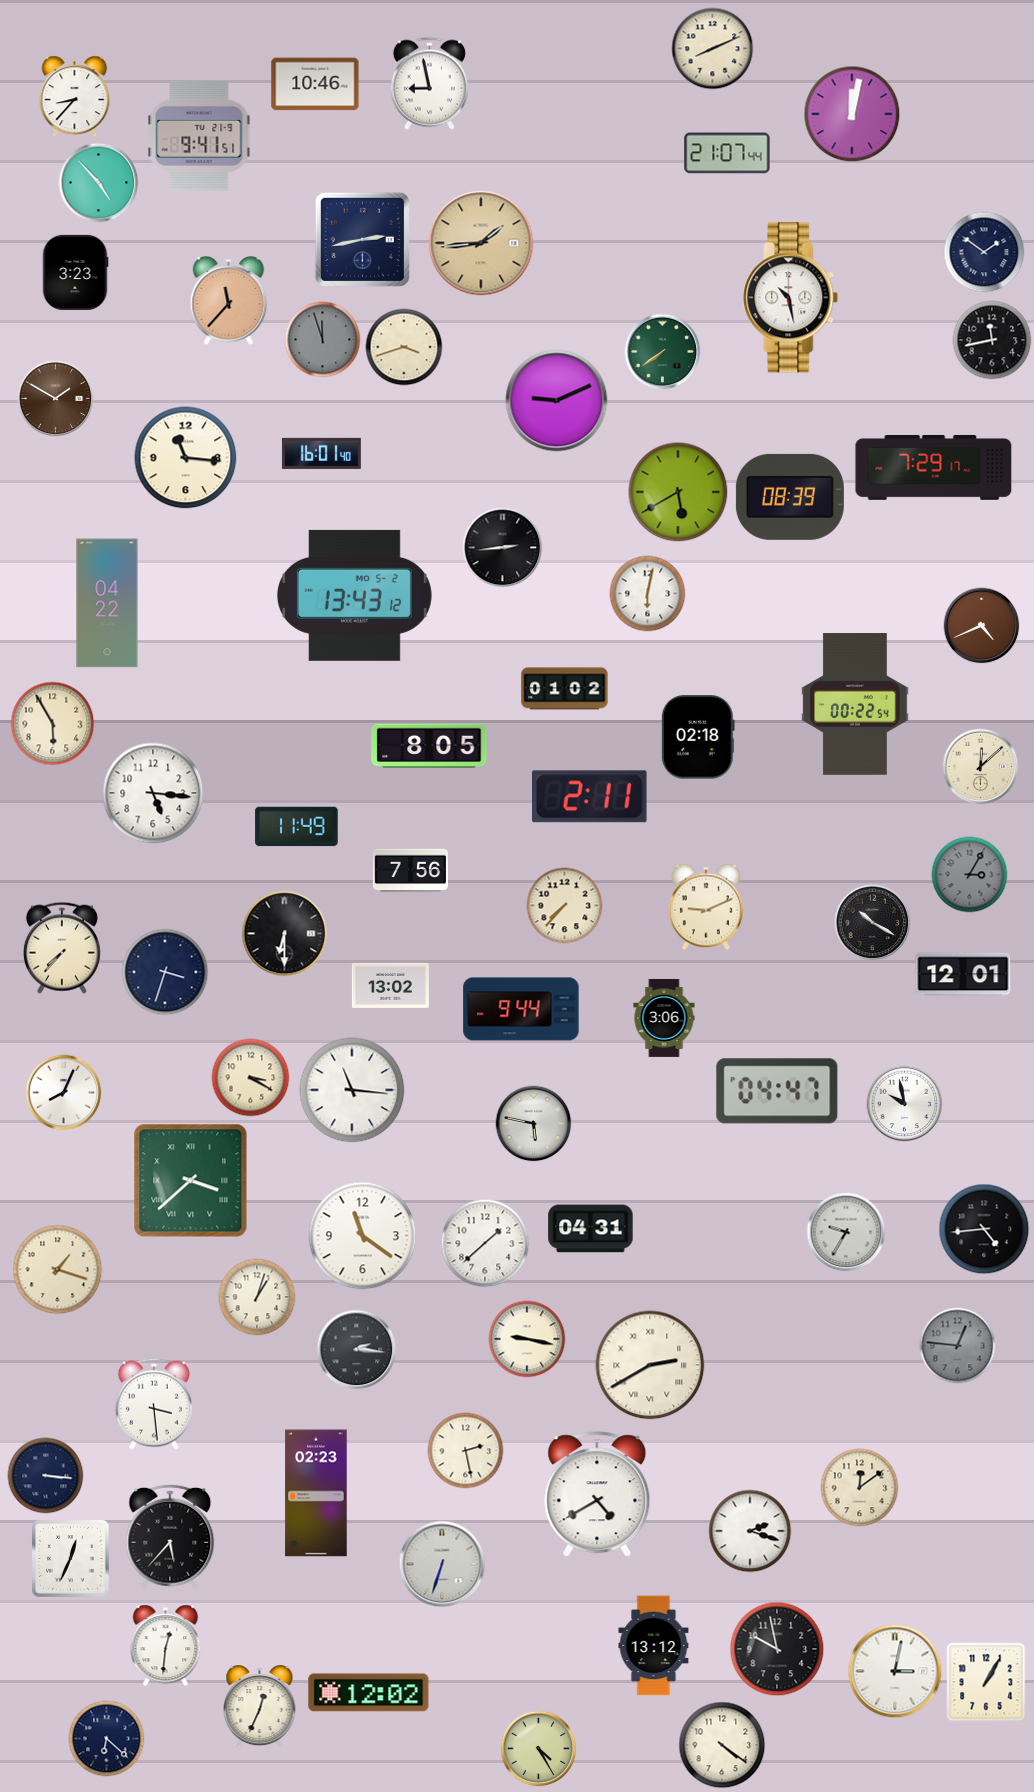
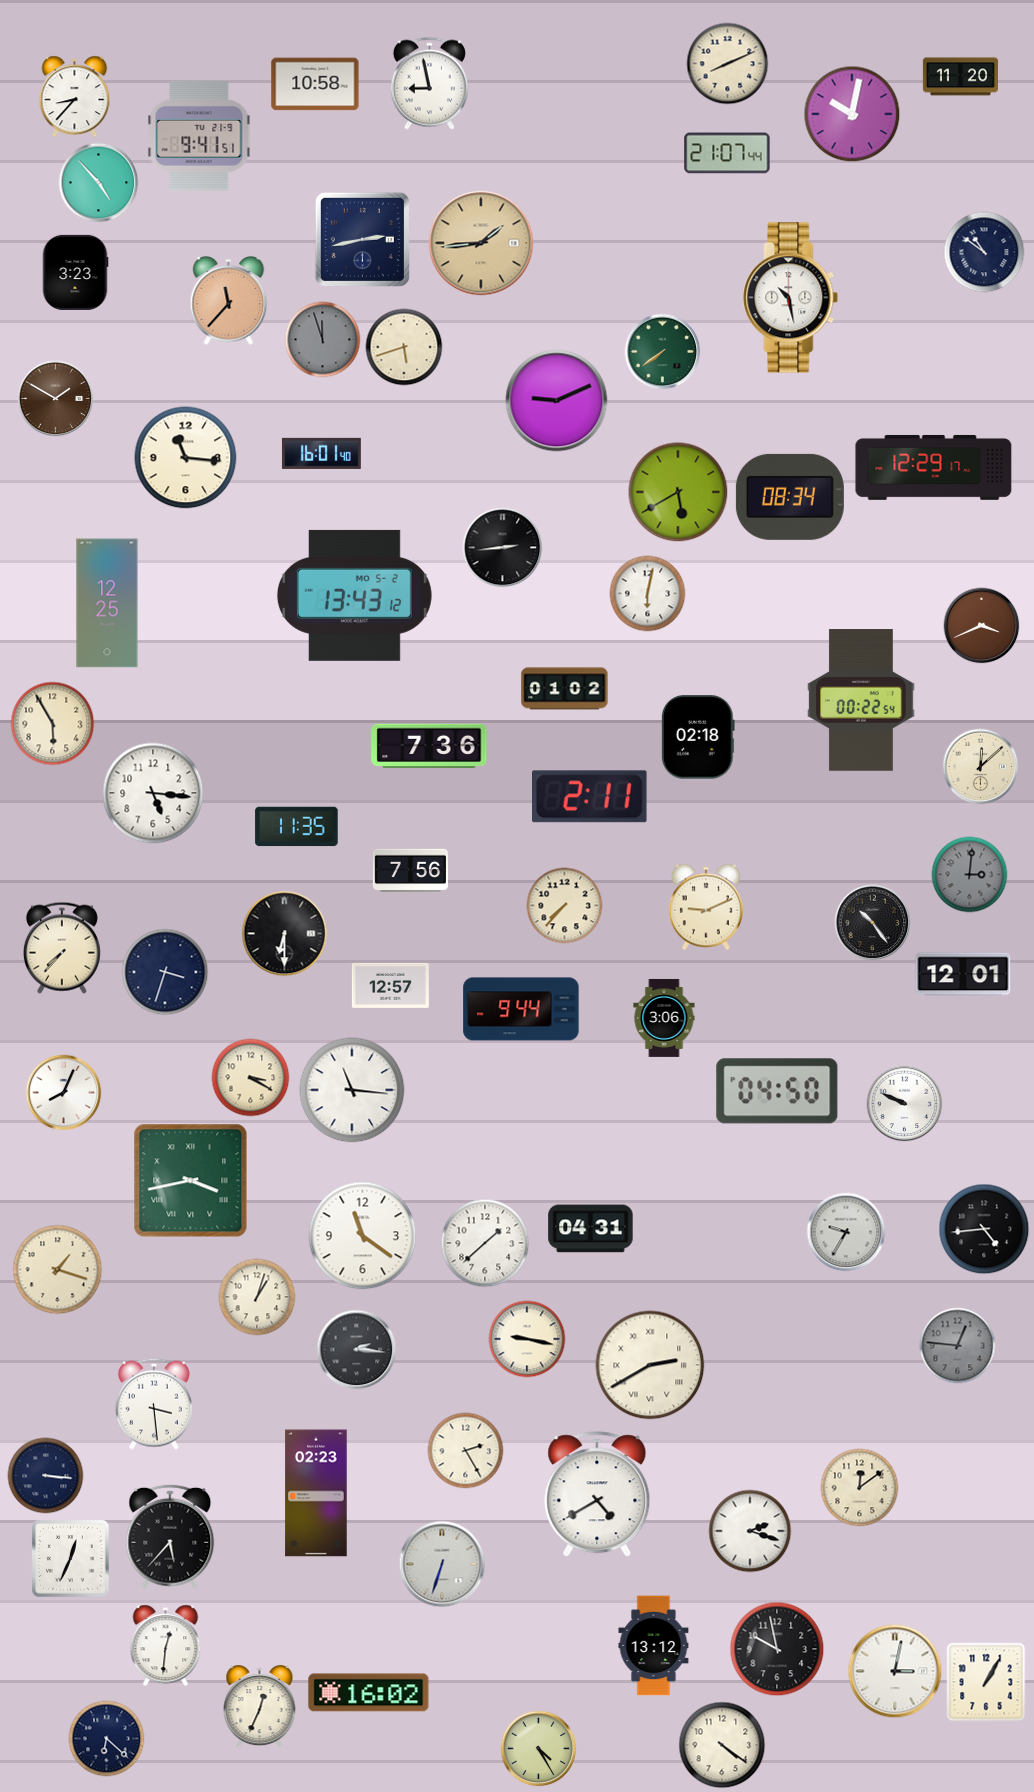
clock at (713, 49) position: (713, 49) -> (728, 64)
clock at (960, 77): none -> 11:20
clock at (315, 84): 10:46 -> 10:58
clock at (852, 114): 12:02 -> 10:02
clock at (984, 252): 1:51 -> 10:51
clock at (992, 340): 11:43 -> none
clock at (404, 347): 3:42 -> 5:42
clock at (934, 467): 7:29 -> 12:29
clock at (790, 497): 08:39 -> 08:34
clock at (107, 603): 04:22 -> 12:25
clock at (982, 626): 4:41 -> 3:41
clock at (855, 704) position: (855, 704) -> (861, 700)
clock at (429, 746): 8:05 -> 7:36
clock at (297, 827): 11:49 -> 11:35
clock at (970, 875): 3:05 -> 3:01
clock at (873, 923): 10:20 -> 10:24
clock at (390, 985): 13:02 -> 12:57
clock at (777, 1091): 04:47 -> 04:50
clock at (905, 1104): 9:58 -> 9:49
clock at (534, 1124): 5:47 -> none
clock at (191, 1181): 3:38 -> 3:43
clock at (466, 1451): 2:28 -> 2:25
clock at (369, 1693): 12:02 -> 16:02
